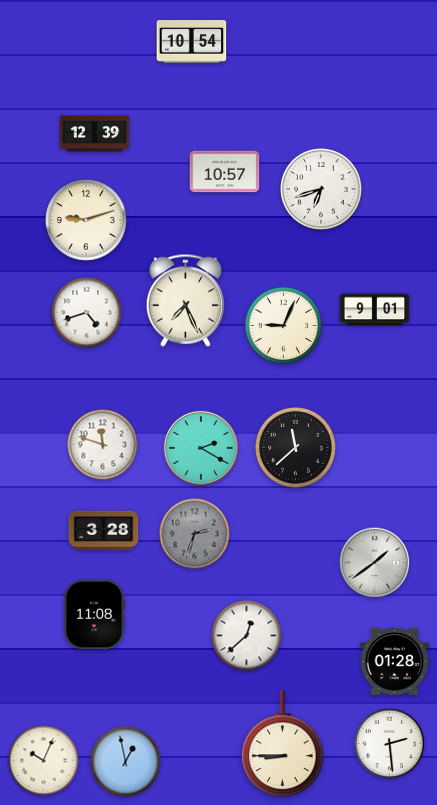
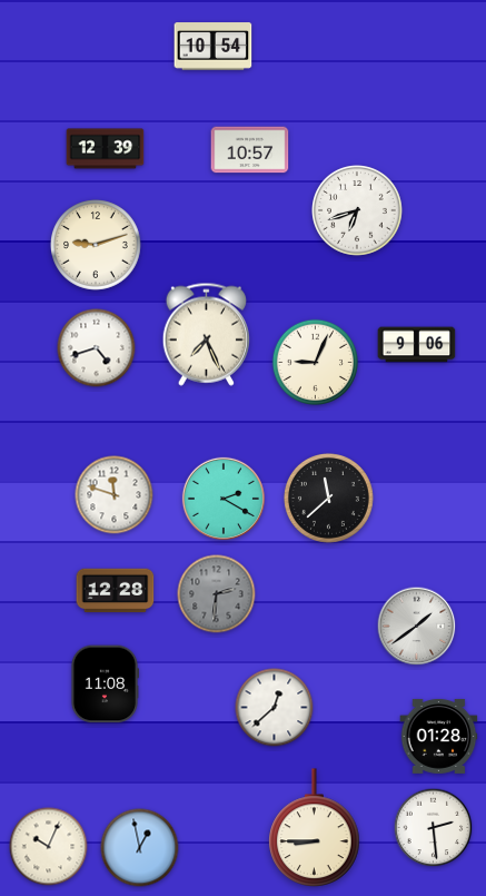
clock at (225, 172) position: (225, 172) -> (250, 150)
clock at (375, 310): 9:01 -> 9:06
clock at (104, 531): 3:28 -> 12:28
clock at (195, 534): 2:33 -> 2:31
